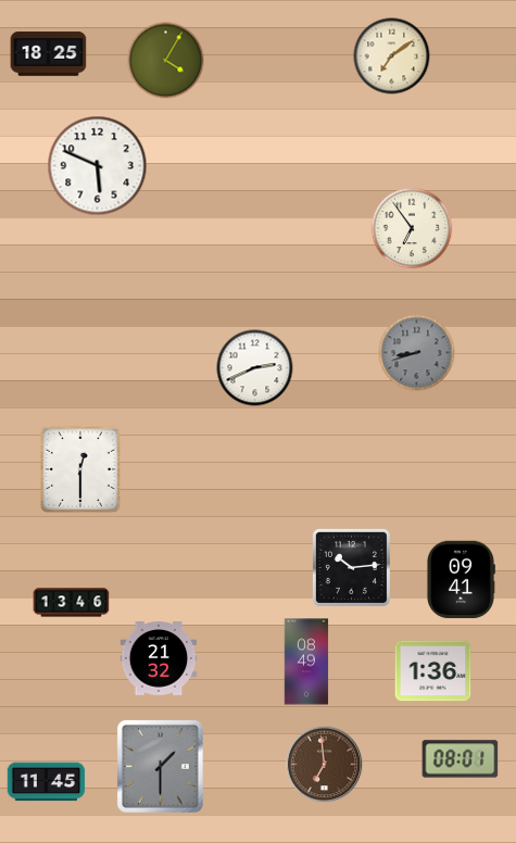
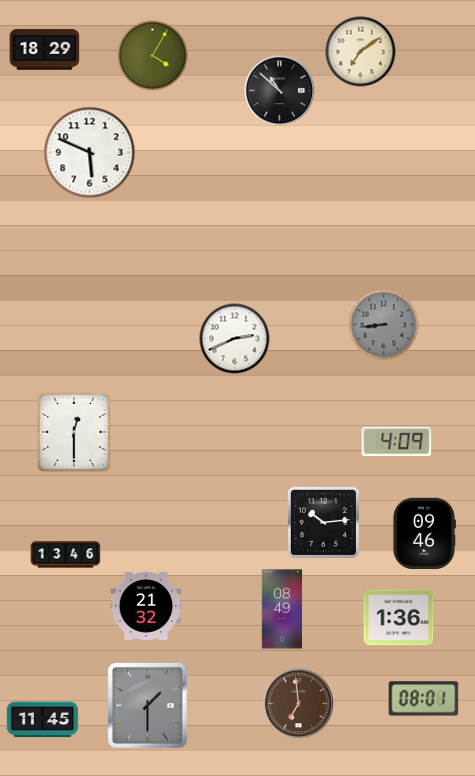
clock at (49, 54): 18:25 -> 18:29
clock at (280, 91): none -> 10:52
clock at (412, 228): 6:54 -> none
clock at (417, 353): 8:42 -> 8:44
clock at (397, 442): none -> 4:09
clock at (461, 580): 09:41 -> 09:46
